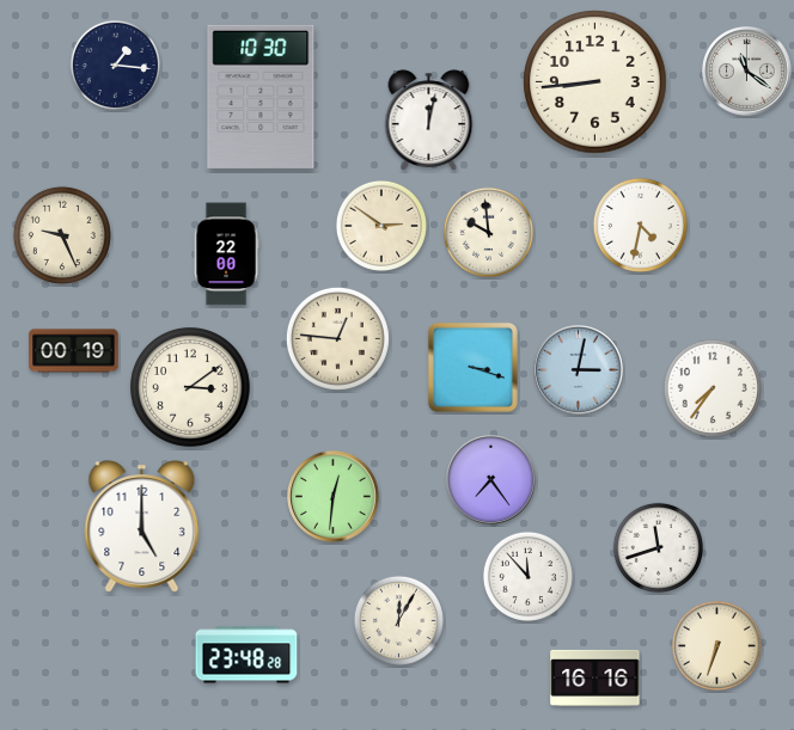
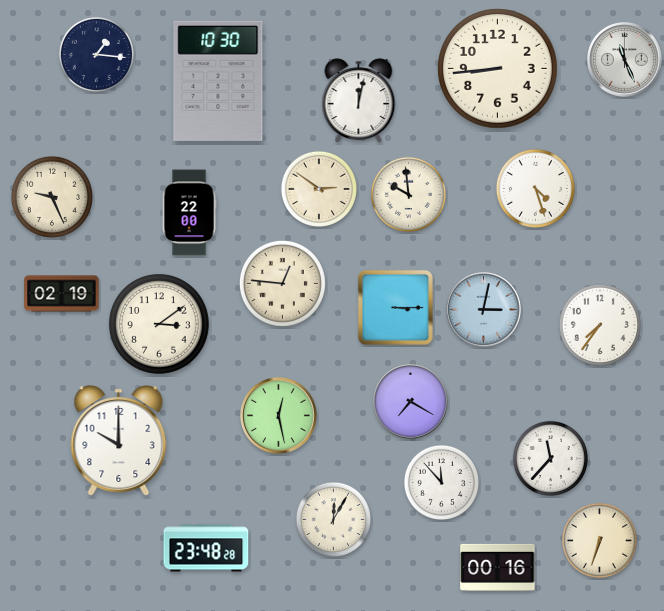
clock at (747, 72): 11:21 -> 11:26
clock at (640, 225): 4:32 -> 4:27
clock at (74, 351): 00:19 -> 02:19
clock at (472, 367): 3:18 -> 3:15
clock at (713, 388) position: (713, 388) -> (600, 325)
clock at (491, 480): 7:24 -> 7:20
clock at (334, 497): 12:31 -> 12:28
clock at (142, 527): 5:00 -> 10:00
clock at (658, 547): 11:42 -> 11:37
clock at (595, 677): 16:16 -> 00:16
